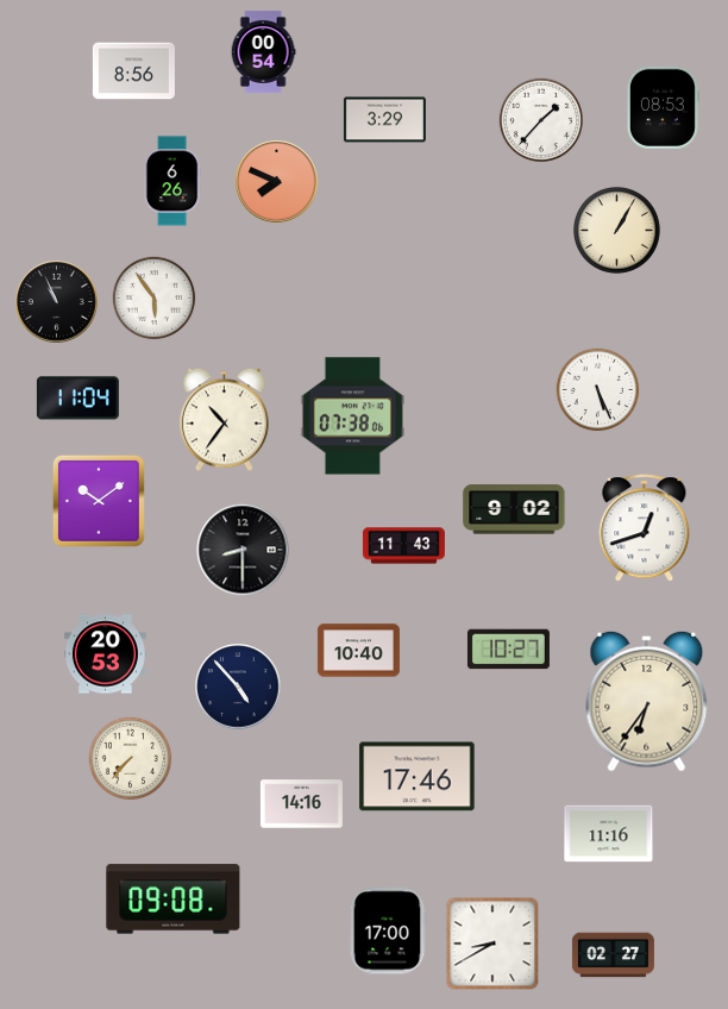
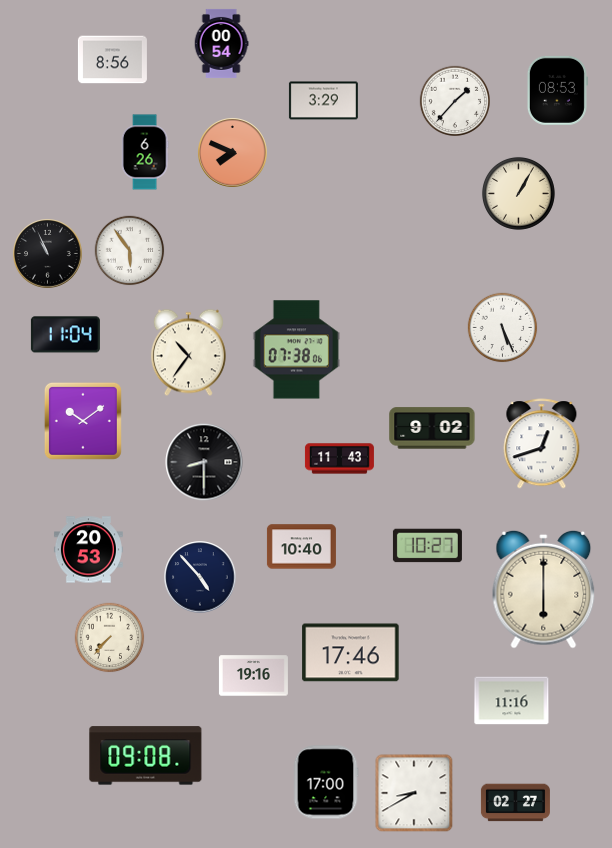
clock at (647, 701): 6:36 -> 6:00
clock at (301, 804): 14:16 -> 19:16
